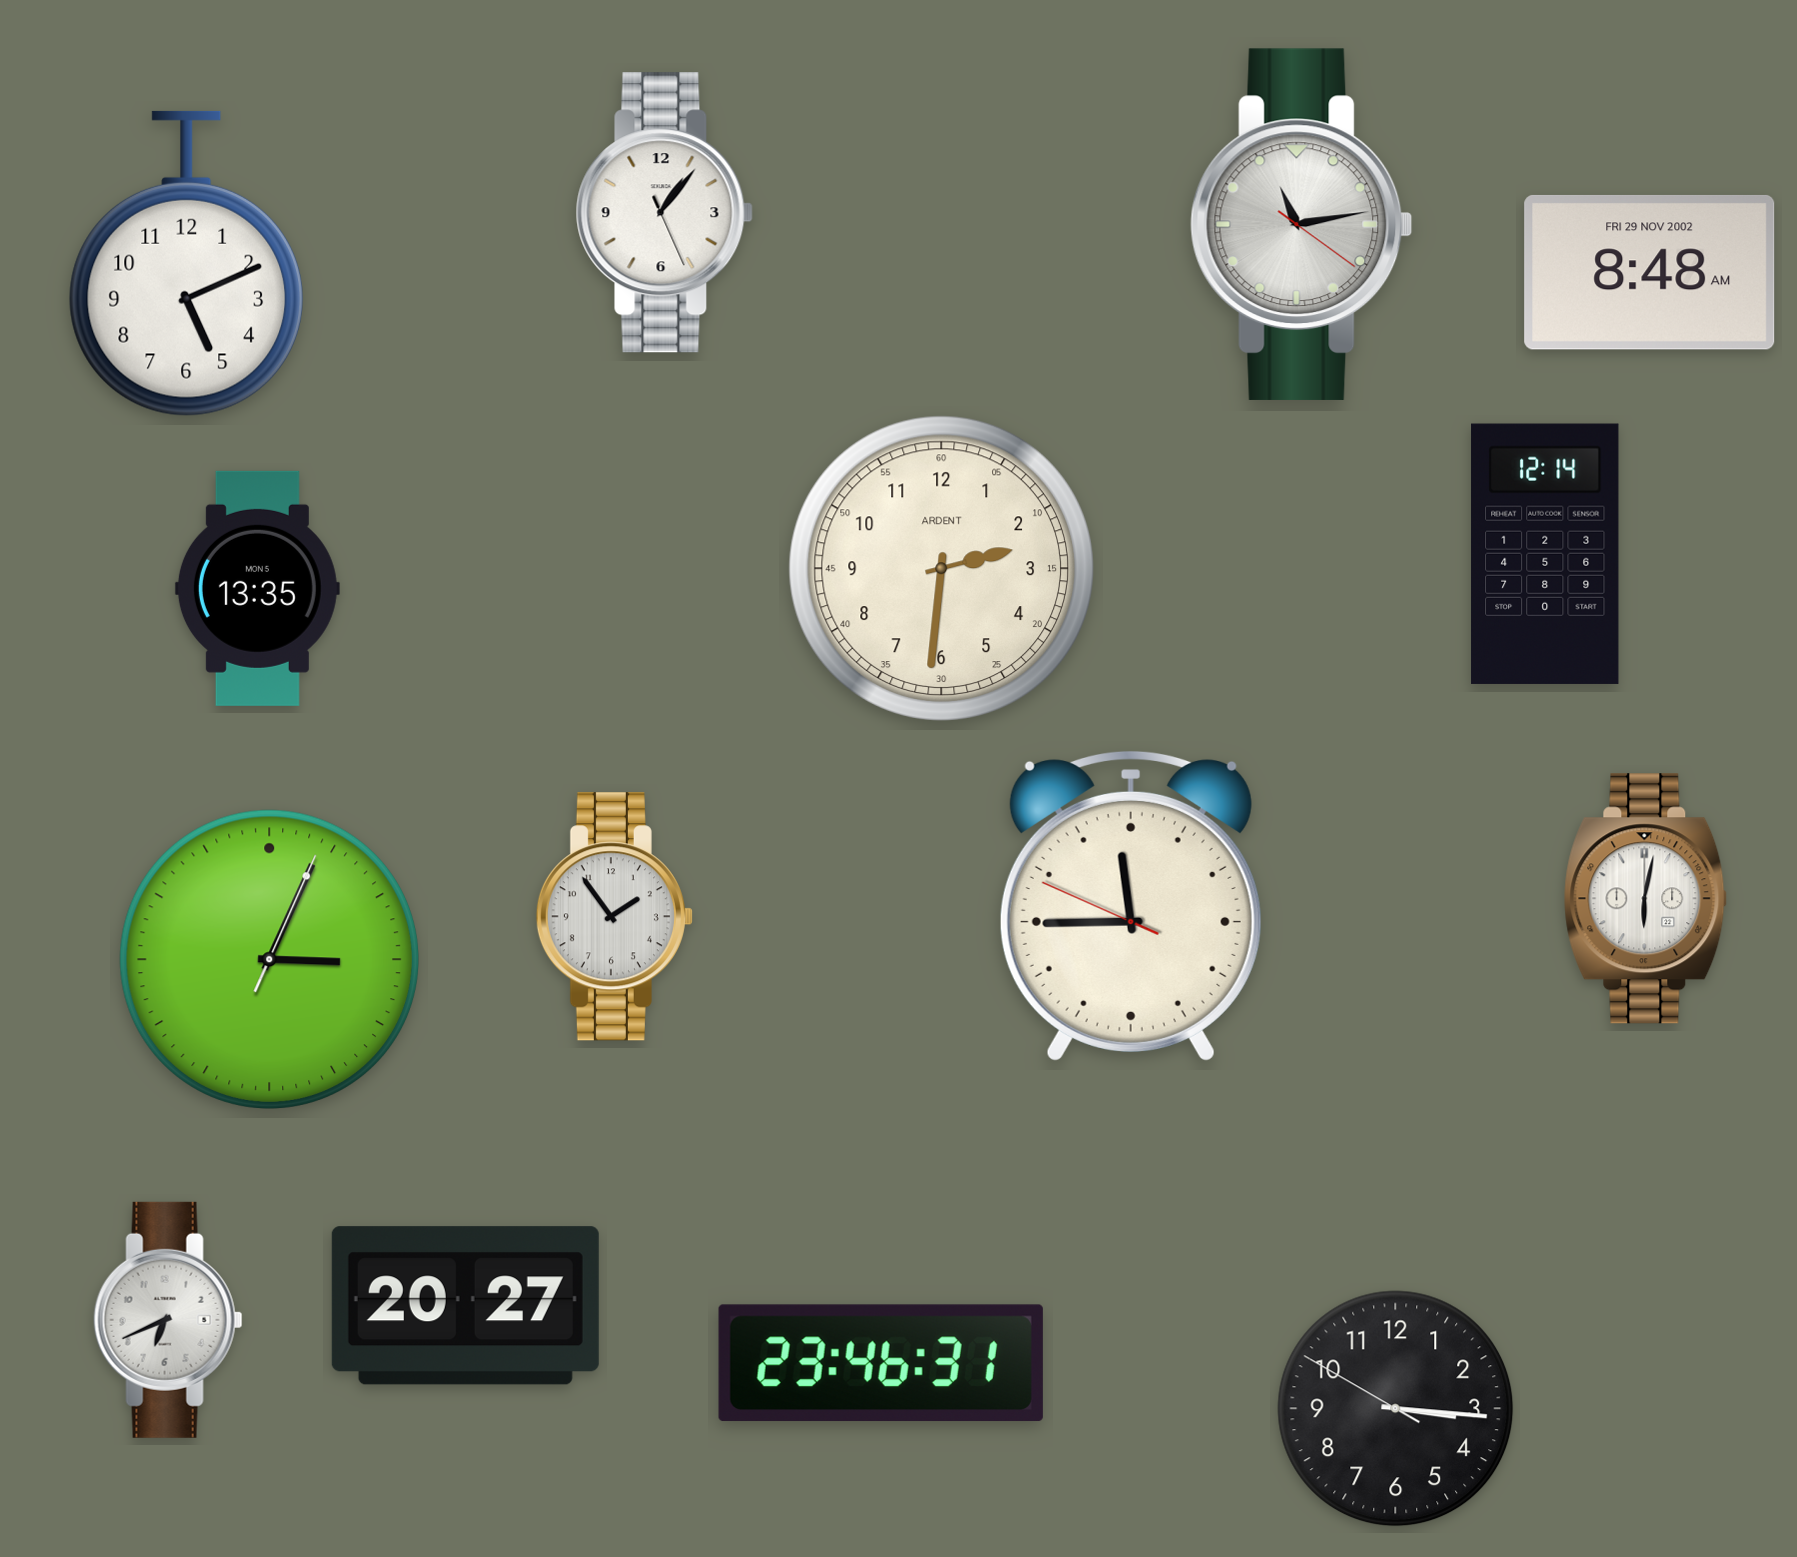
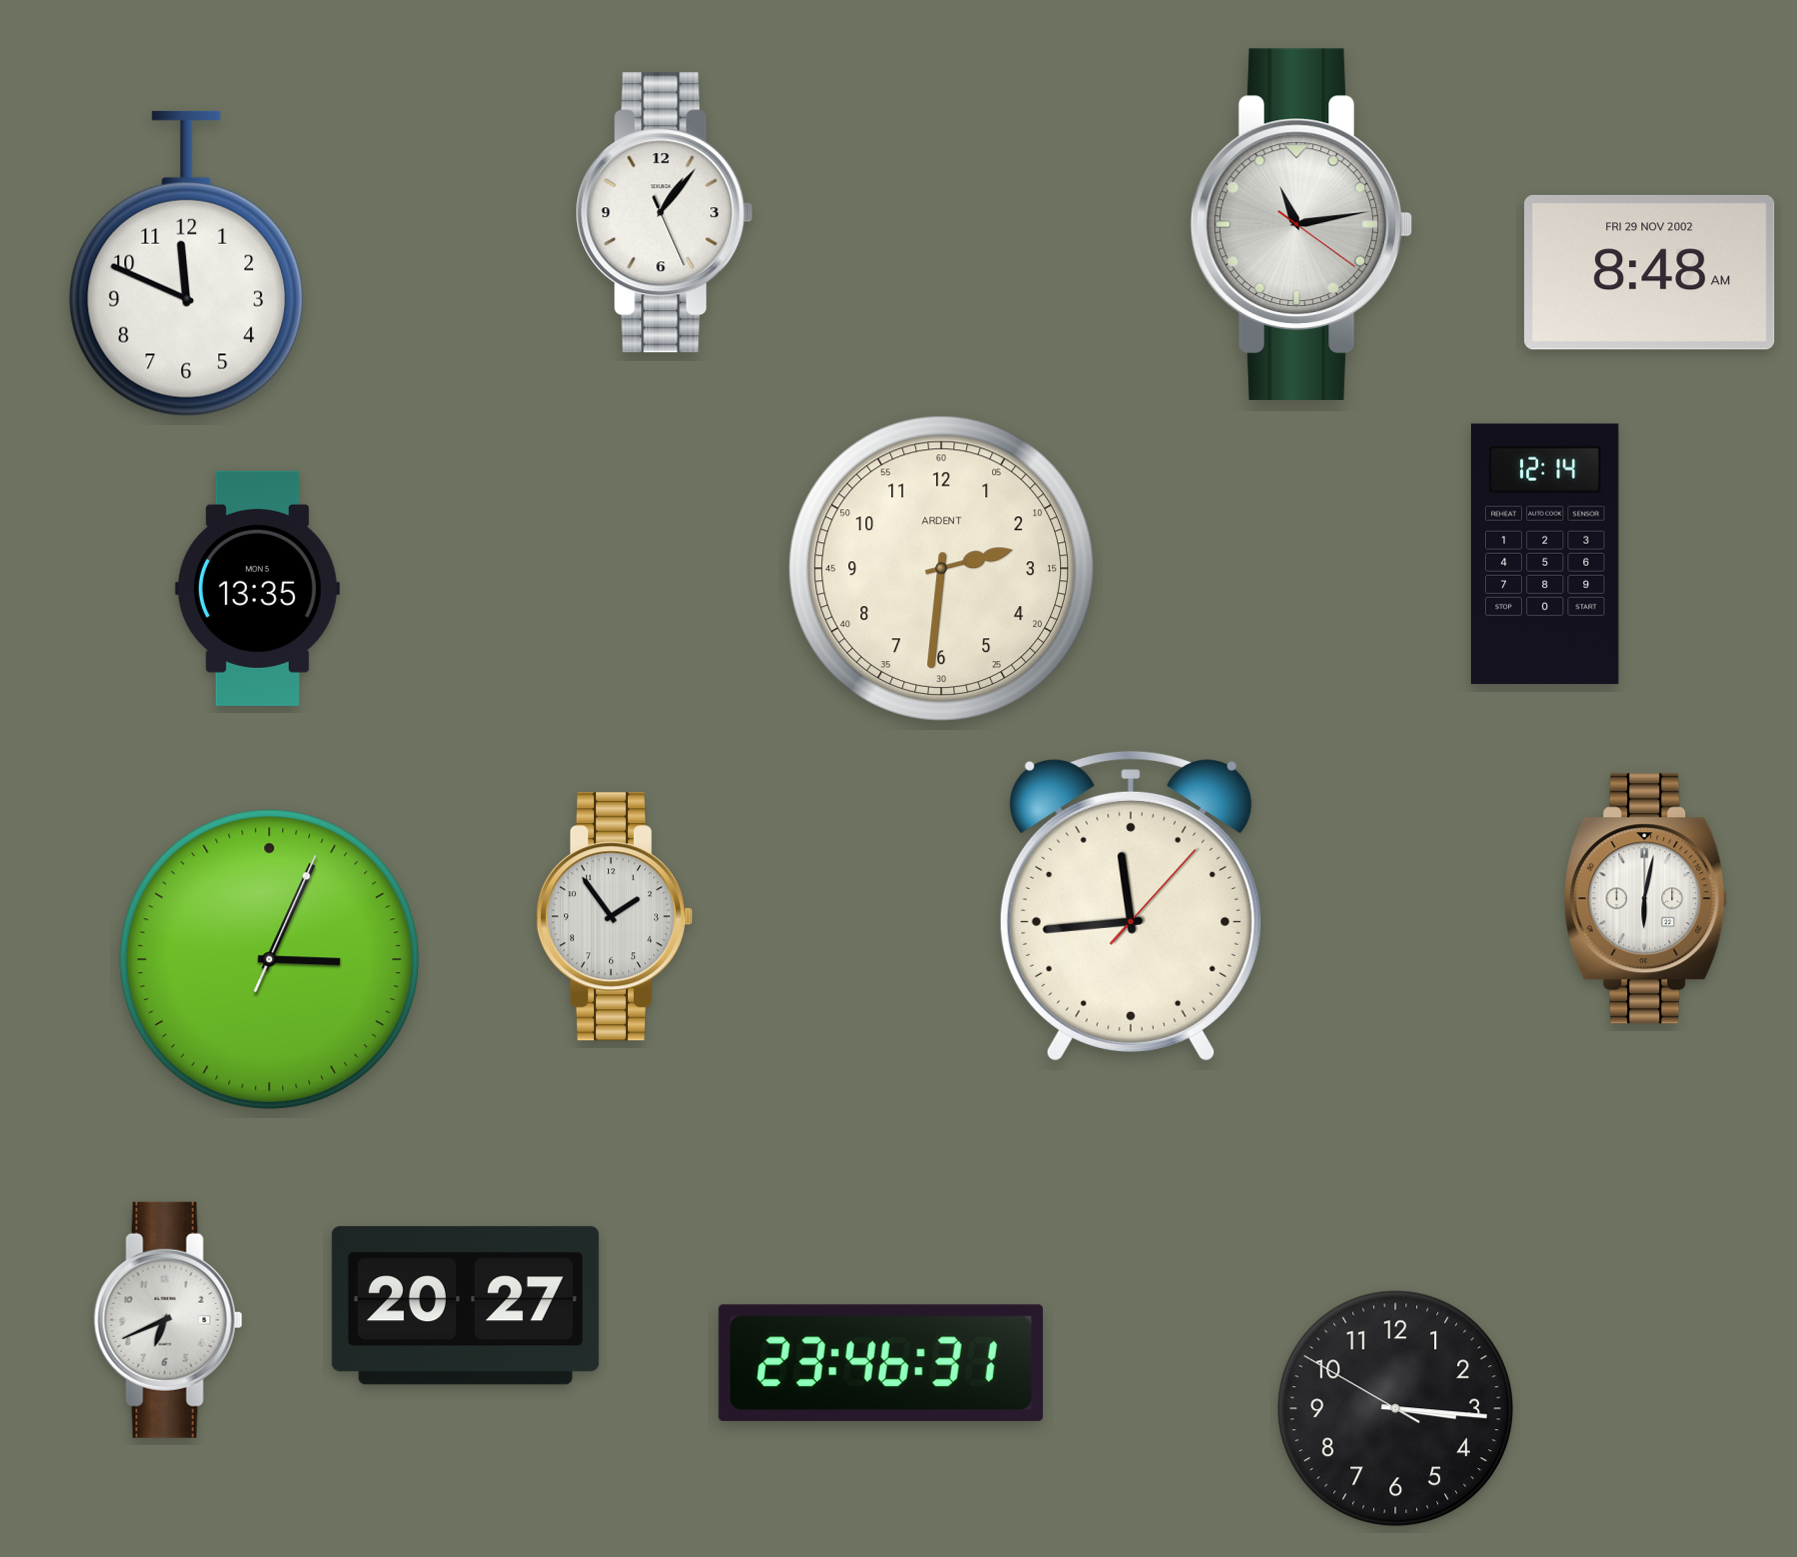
clock at (186, 264): 5:11 -> 11:49
clock at (1131, 906): 11:44:49 -> 11:44:07
